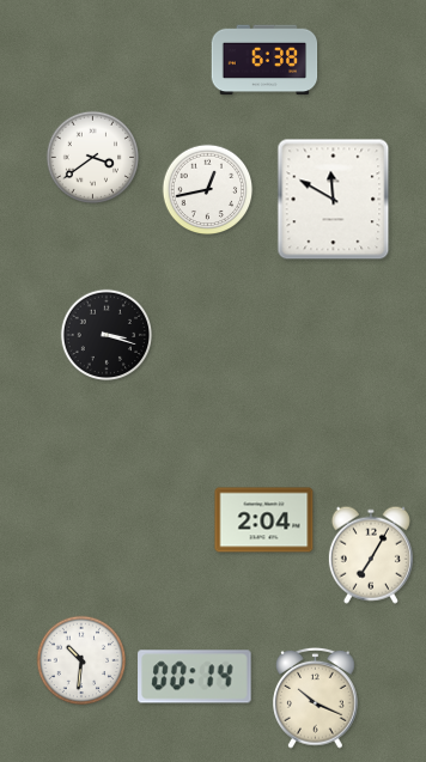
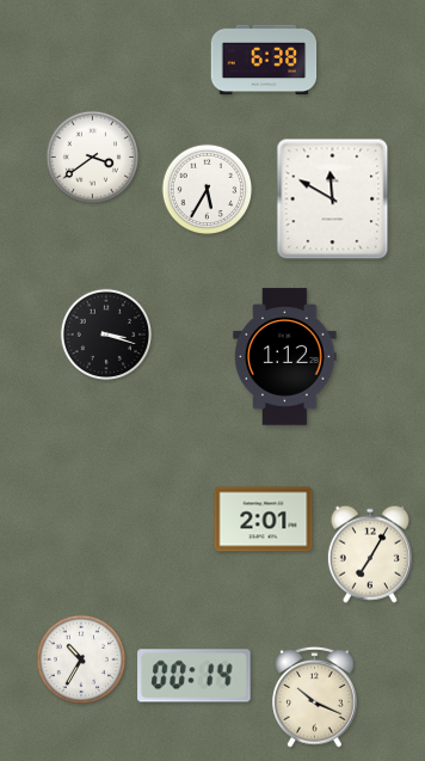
clock at (208, 190): 12:43 -> 5:35
clock at (285, 357): none -> 1:12
clock at (264, 520): 2:04 -> 2:01
clock at (81, 660): 10:31 -> 10:35
